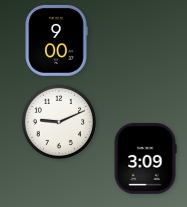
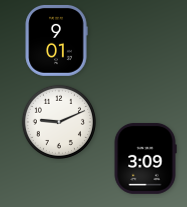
clock at (56, 40): 9:00 -> 9:01
